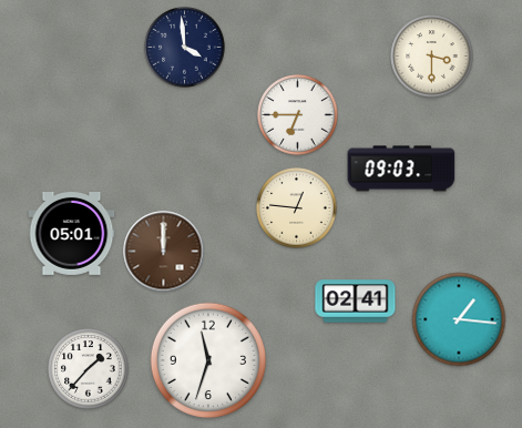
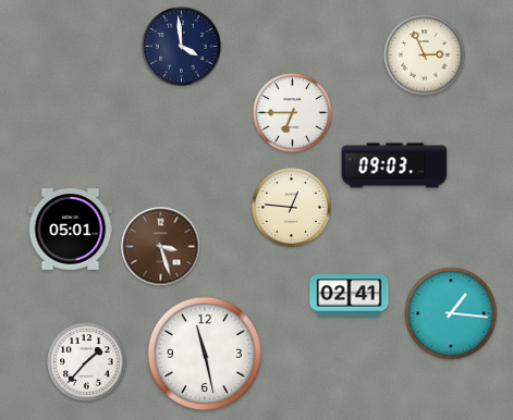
clock at (432, 57): 3:30 -> 2:56
clock at (297, 208) position: (297, 208) -> (292, 208)
clock at (164, 252): 12:00 -> 3:27
clock at (207, 359): 11:33 -> 11:28
